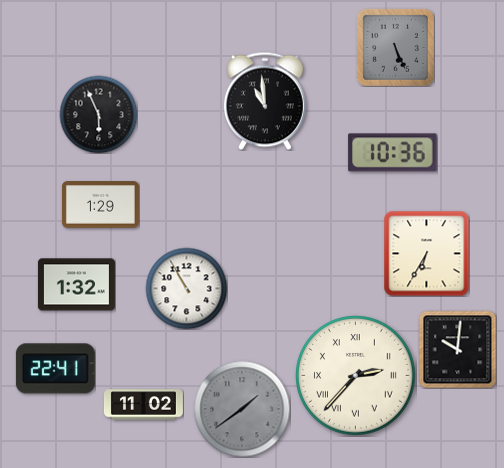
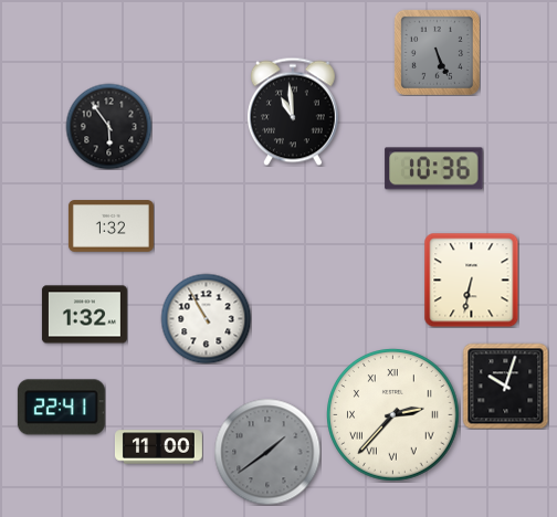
clock at (98, 114): 5:56 -> 5:54
clock at (100, 205): 1:29 -> 1:32
clock at (426, 253): 6:35 -> 6:32
clock at (457, 349): 10:01 -> 10:03
clock at (143, 405): 11:02 -> 11:00
